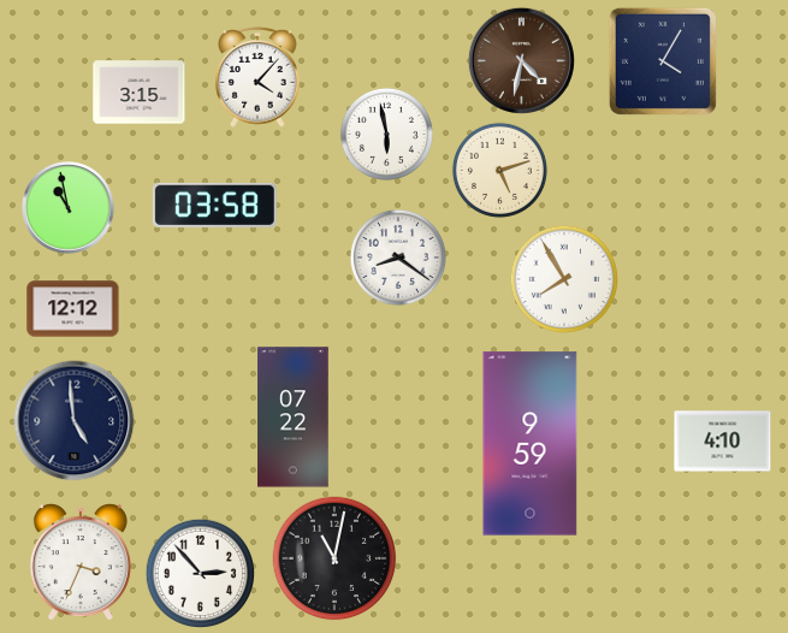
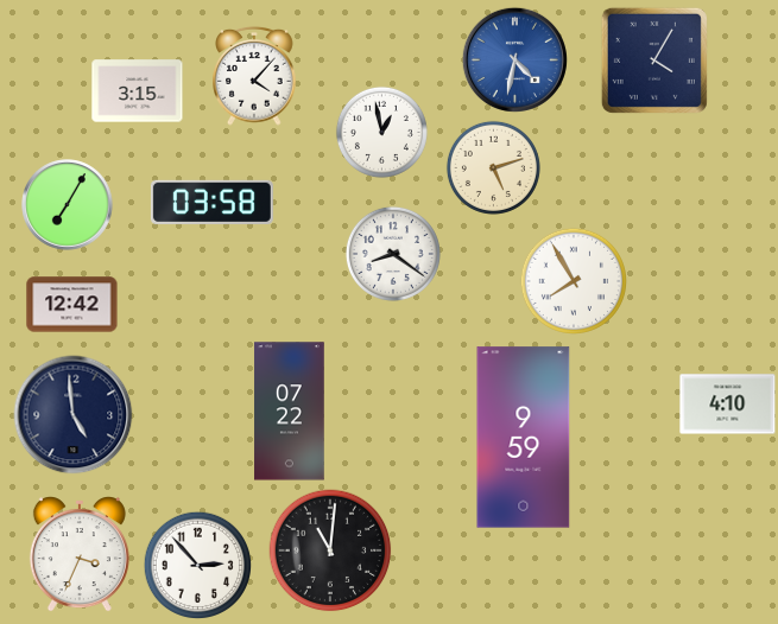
clock at (521, 60) dial: brown -> blue
clock at (386, 134): 5:58 -> 12:58
clock at (69, 208): 10:58 -> 7:05
clock at (563, 278) position: (563, 278) -> (573, 280)
clock at (73, 309): 12:12 -> 12:42
clock at (723, 442) position: (723, 442) -> (728, 405)
clock at (334, 558): 11:02 -> 11:01
